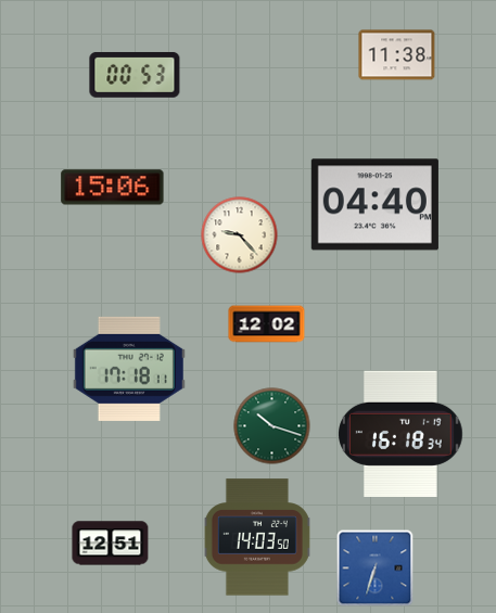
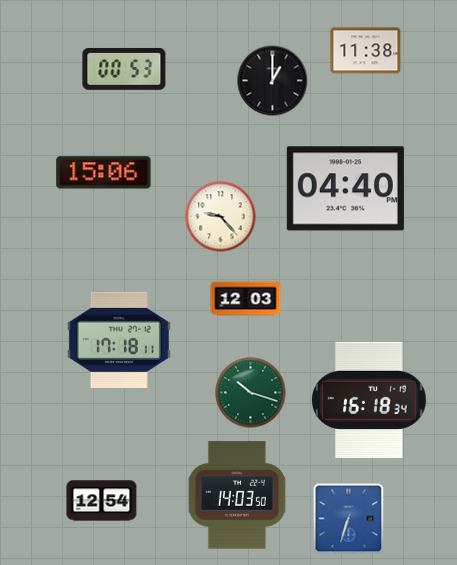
clock at (273, 81): none -> 1:00
clock at (267, 324): 12:02 -> 12:03
clock at (111, 544): 12:51 -> 12:54
clock at (376, 569) position: (376, 569) -> (349, 519)
